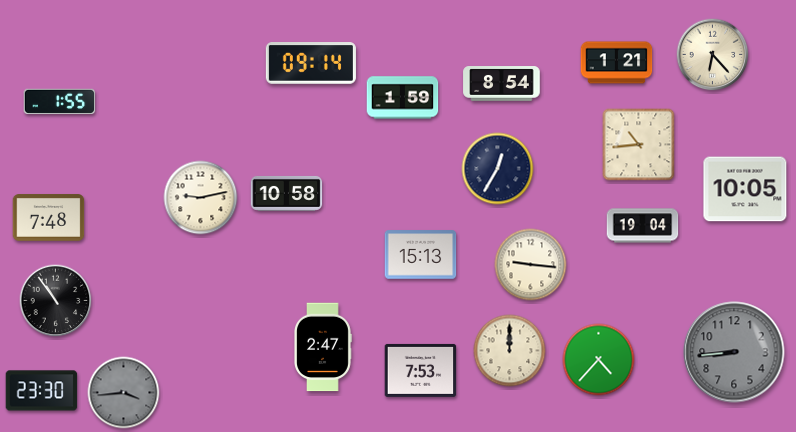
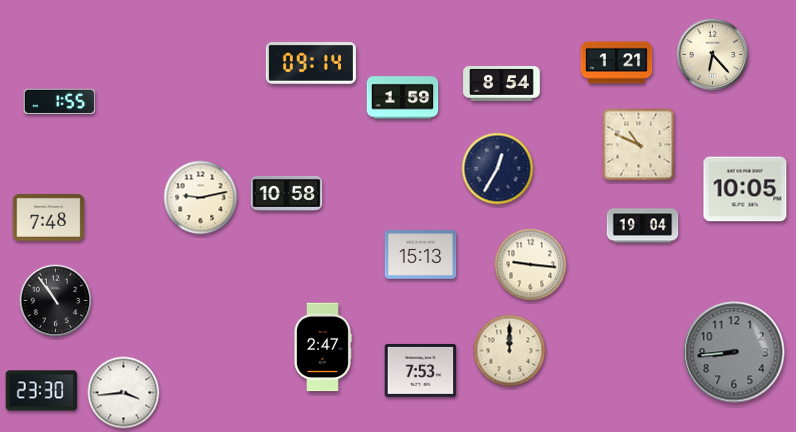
clock at (639, 145): 10:44 -> 10:49
clock at (599, 360): 4:37 -> none
clock at (124, 393) dial: grey -> white
